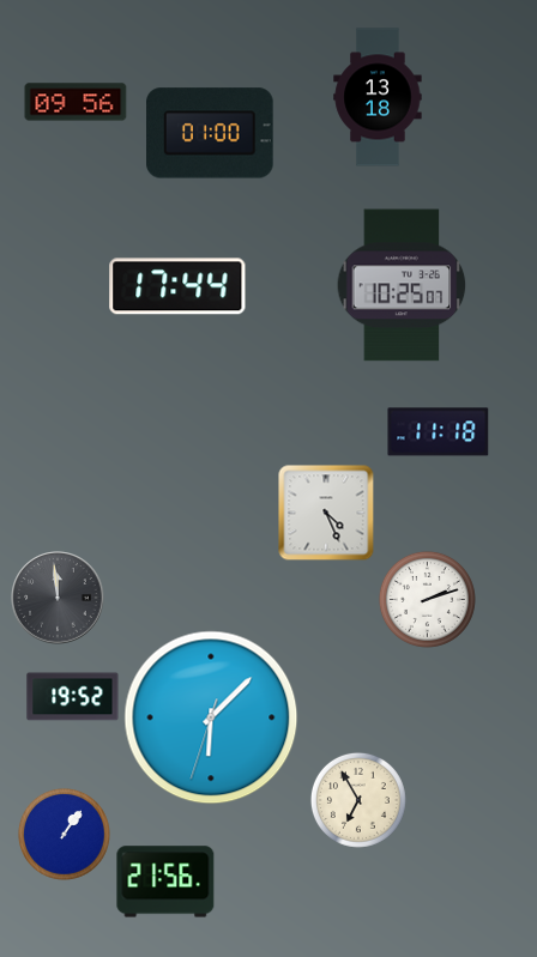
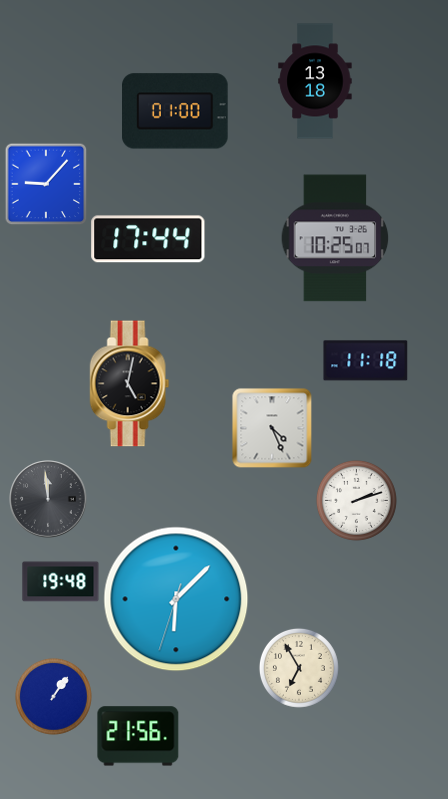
clock at (76, 102): 09:56 -> none
clock at (46, 184): none -> 9:07
clock at (130, 384): none -> 5:02
clock at (73, 697): 19:52 -> 19:48
